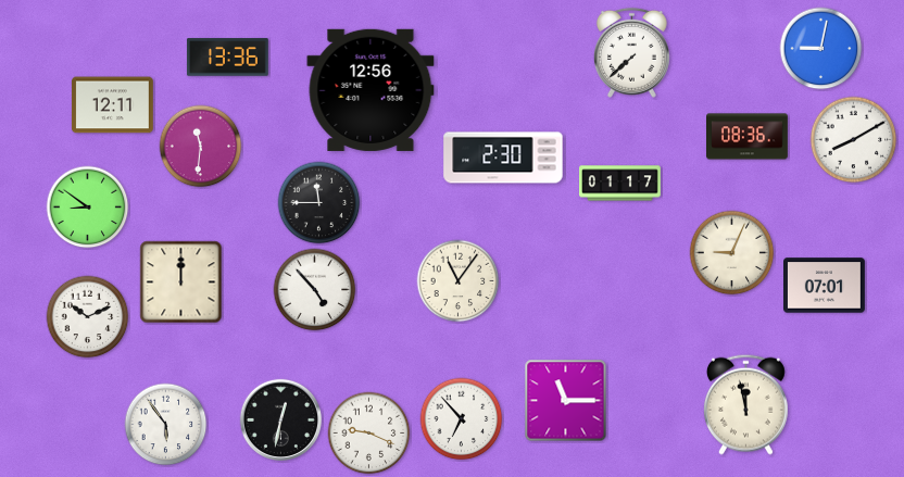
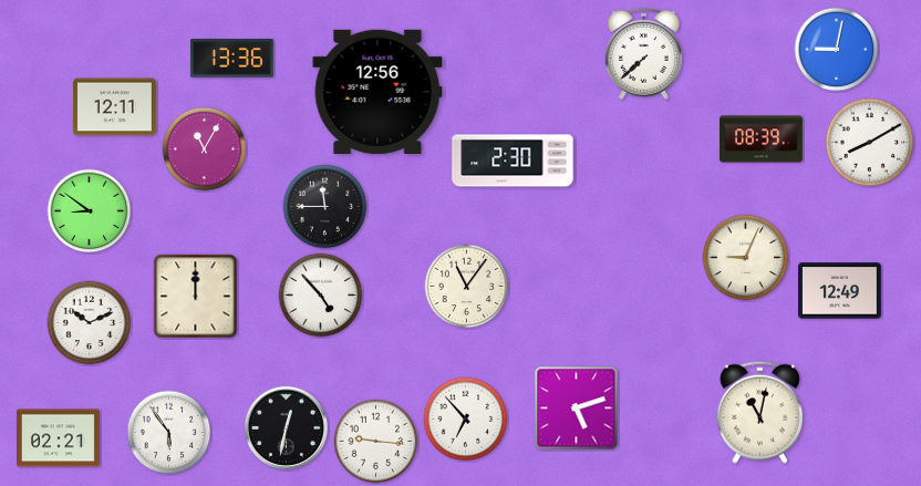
clock at (748, 137): 08:36 -> 08:39
clock at (201, 147): 11:31 -> 11:05
clock at (620, 184): 01:17 -> none
clock at (181, 283) position: (181, 283) -> (196, 297)
clock at (825, 286): 07:01 -> 12:49
clock at (566, 401): 11:15 -> 5:12
clock at (745, 404): 11:58 -> 11:02
clock at (462, 419) position: (462, 419) -> (466, 420)
clock at (59, 438): none -> 02:21
clock at (369, 434): 9:19 -> 9:16
